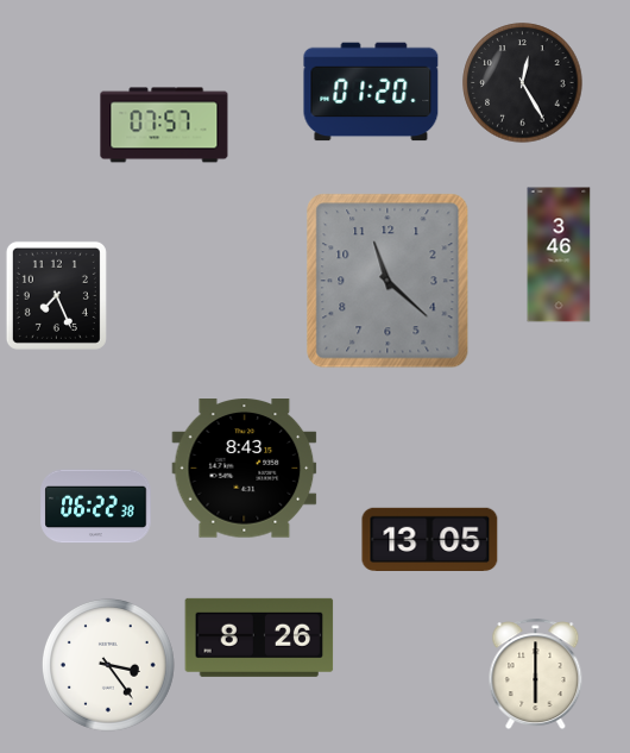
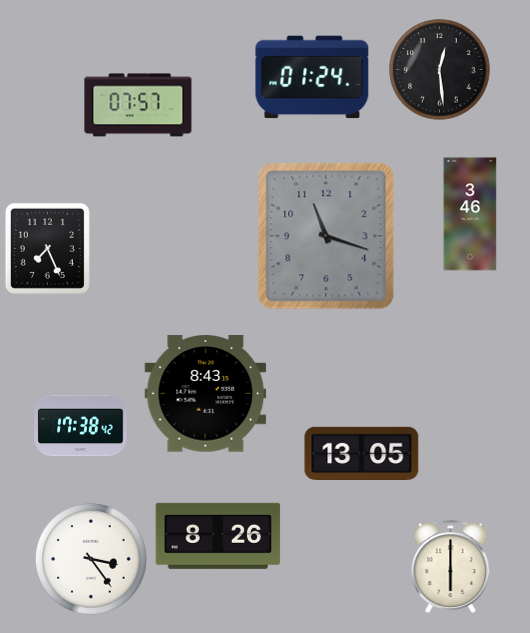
clock at (523, 83): 12:25 -> 12:29
clock at (371, 92): 01:20 -> 01:24
clock at (388, 281): 11:22 -> 11:18
clock at (96, 507): 06:22 -> 17:38
